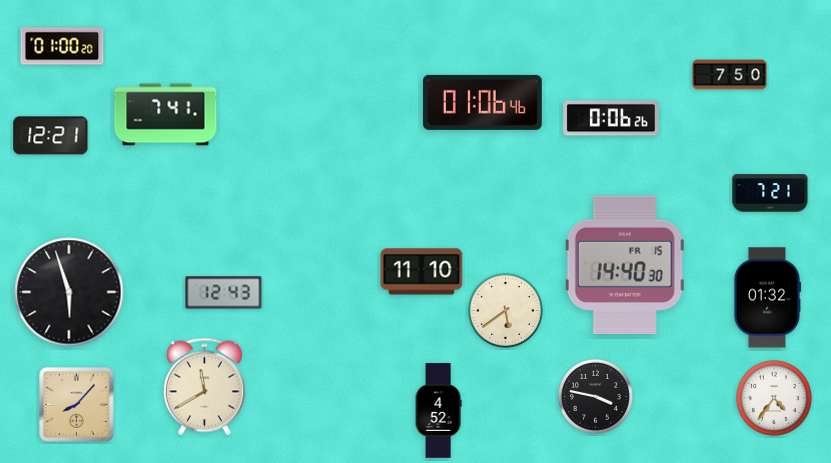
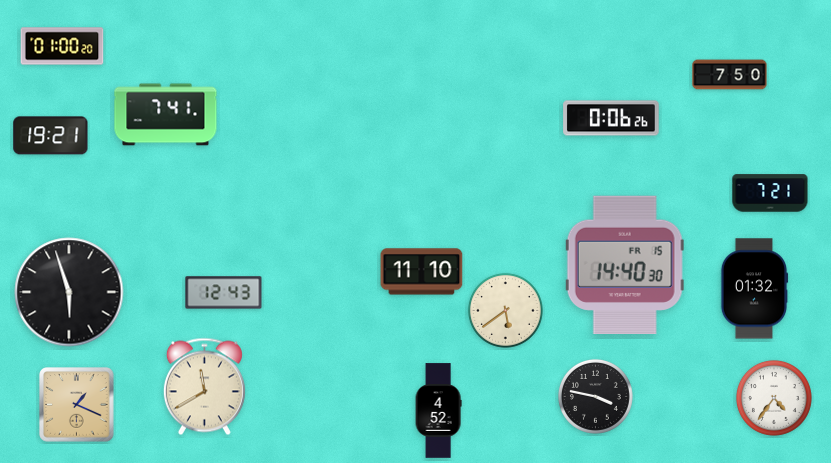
clock at (482, 102): 01:06 -> none
clock at (51, 136): 12:21 -> 19:21
clock at (767, 298) position: (767, 298) -> (754, 289)
clock at (77, 405): 8:07 -> 1:19
